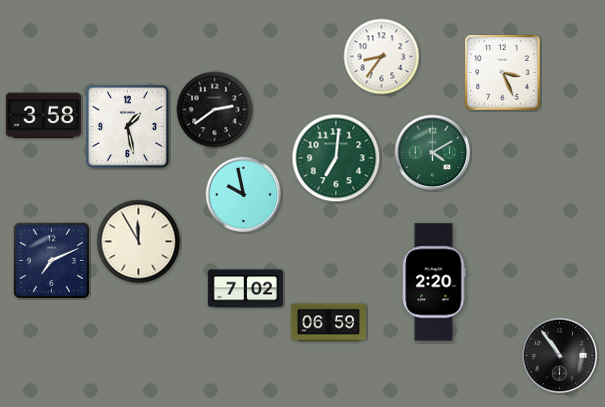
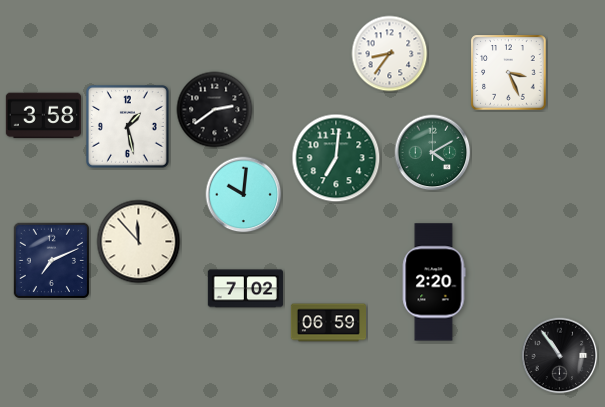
clock at (382, 57) position: (382, 57) -> (390, 54)
clock at (503, 73) position: (503, 73) -> (509, 73)
clock at (244, 195): 9:58 -> 10:01
clock at (139, 242): 11:55 -> 11:53
